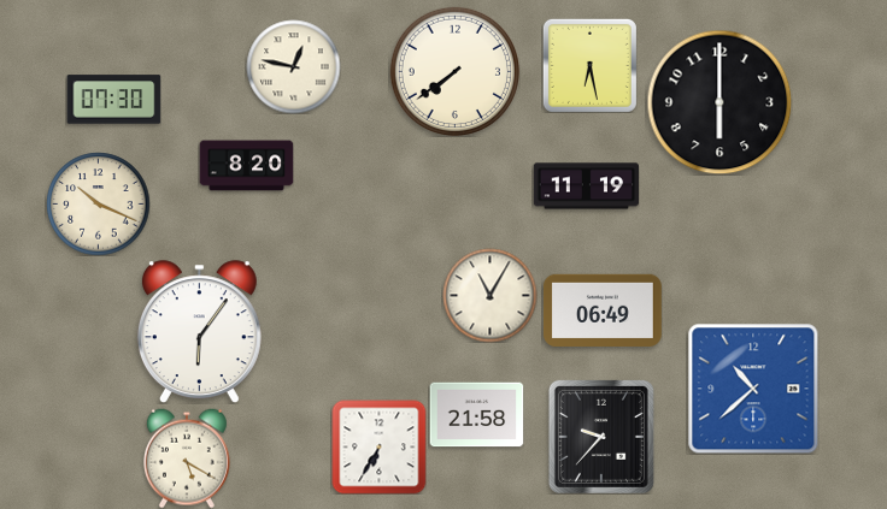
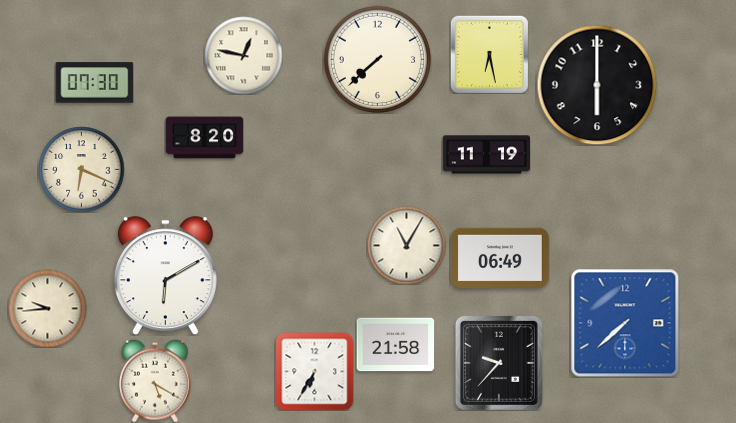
clock at (454, 71): 7:39 -> 7:38
clock at (98, 203): 10:19 -> 6:19
clock at (199, 332): 6:06 -> 6:10
clock at (47, 308): none -> 9:44
clock at (753, 389): 10:38 -> 7:38
